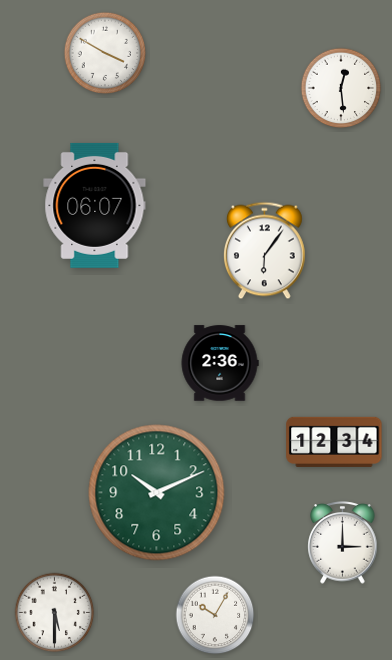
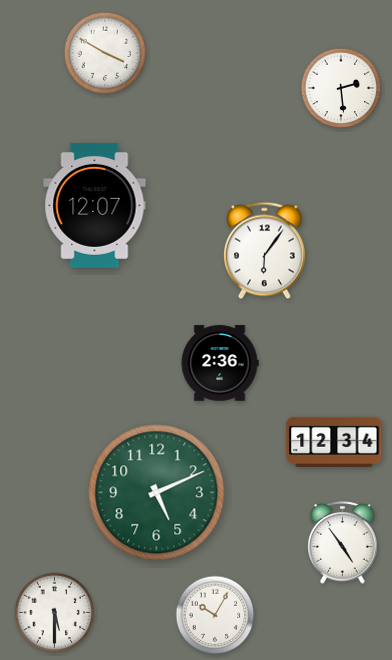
clock at (341, 88): 12:29 -> 2:29
clock at (95, 205): 06:07 -> 12:07
clock at (157, 493): 10:11 -> 5:11
clock at (343, 543): 3:00 -> 4:54
